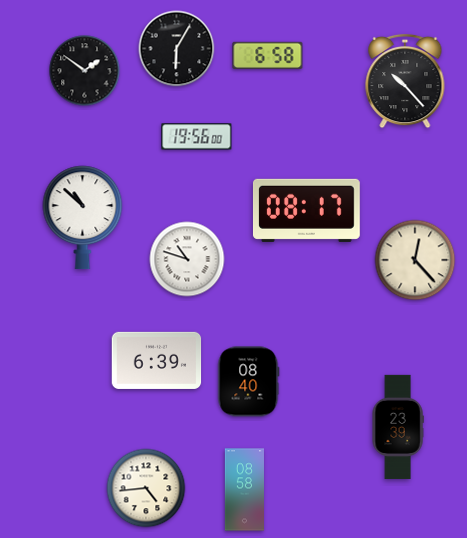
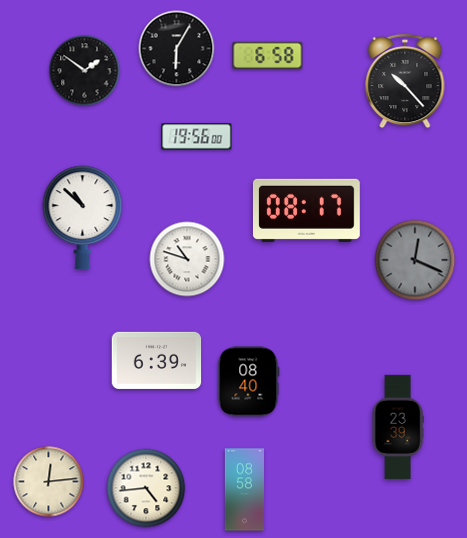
clock at (415, 260): 12:23 -> 12:19
clock at (415, 260) dial: cream -> grey
clock at (49, 482): none -> 12:14
